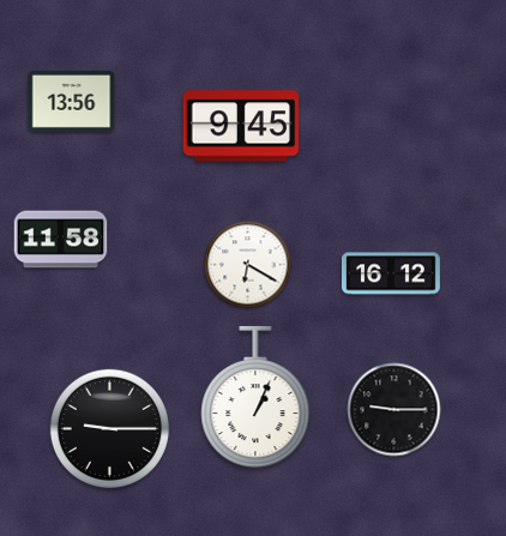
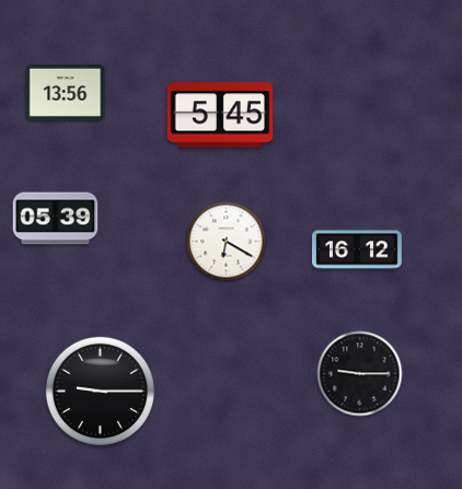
clock at (241, 126): 9:45 -> 5:45
clock at (61, 240): 11:58 -> 05:39
clock at (255, 397): 1:04 -> none
